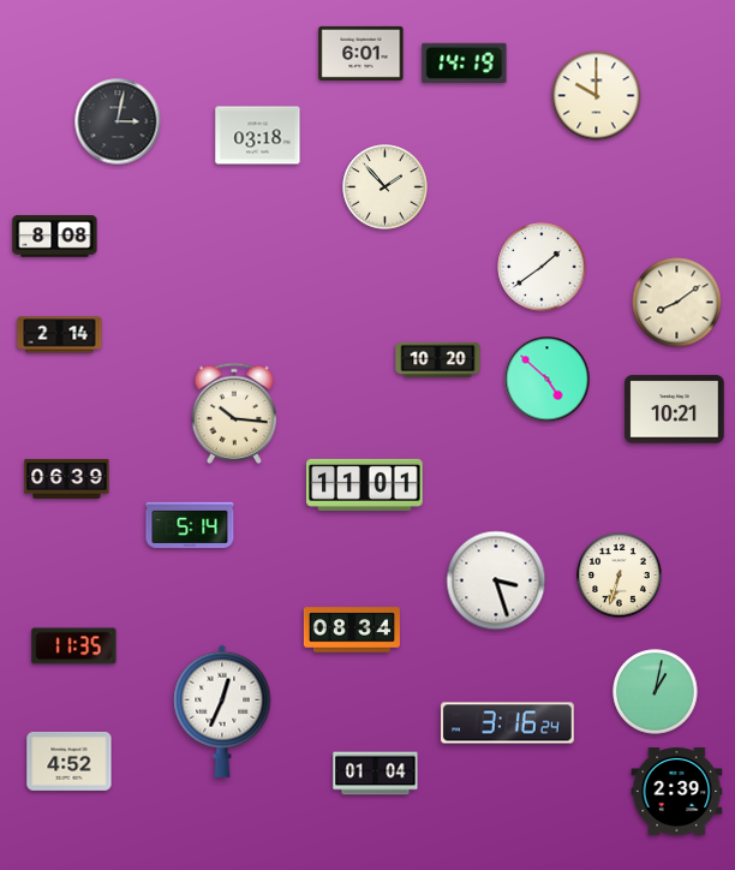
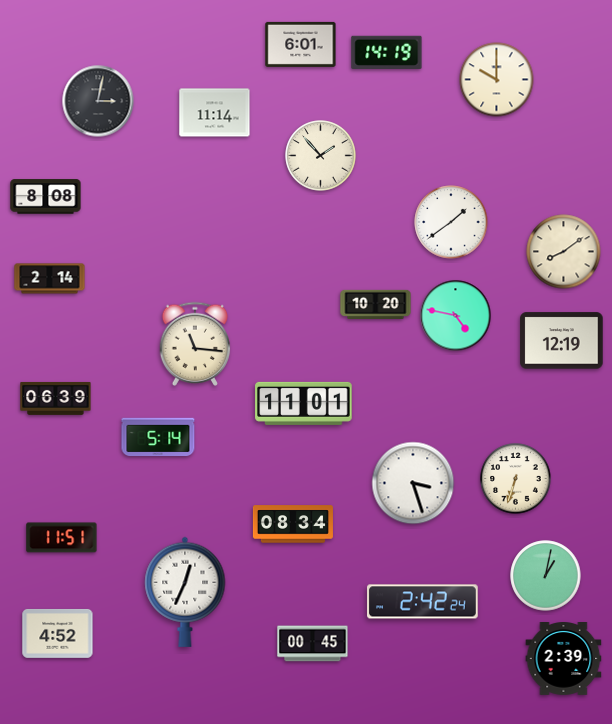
clock at (258, 136): 03:18 -> 11:14
clock at (438, 360) position: (438, 360) -> (376, 305)
clock at (548, 380): 4:52 -> 4:47
clock at (675, 410): 10:21 -> 12:19
clock at (234, 413): 10:16 -> 11:16
clock at (74, 646): 11:35 -> 11:51
clock at (508, 723): 3:16 -> 2:42
clock at (376, 774): 01:04 -> 00:45
